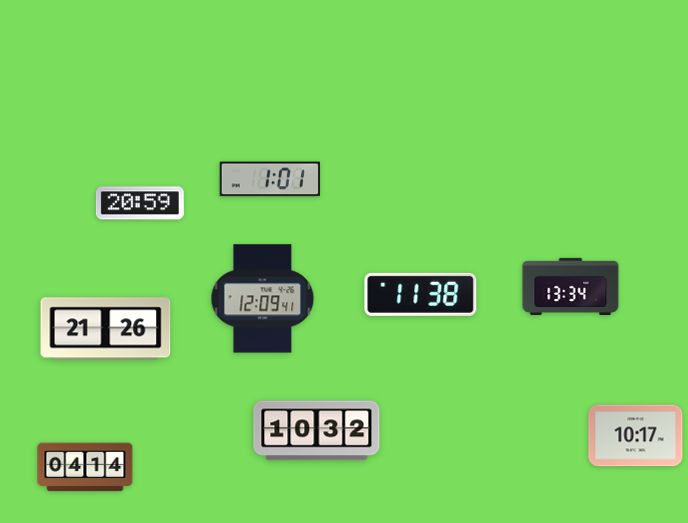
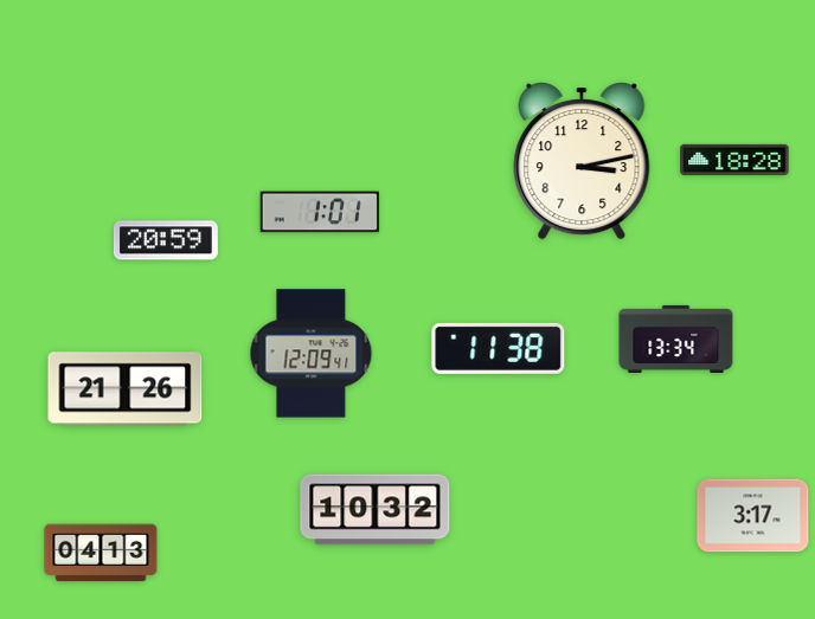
clock at (734, 159): none -> 18:28
clock at (582, 162): none -> 3:13
clock at (636, 436): 10:17 -> 3:17
clock at (85, 467): 04:14 -> 04:13
